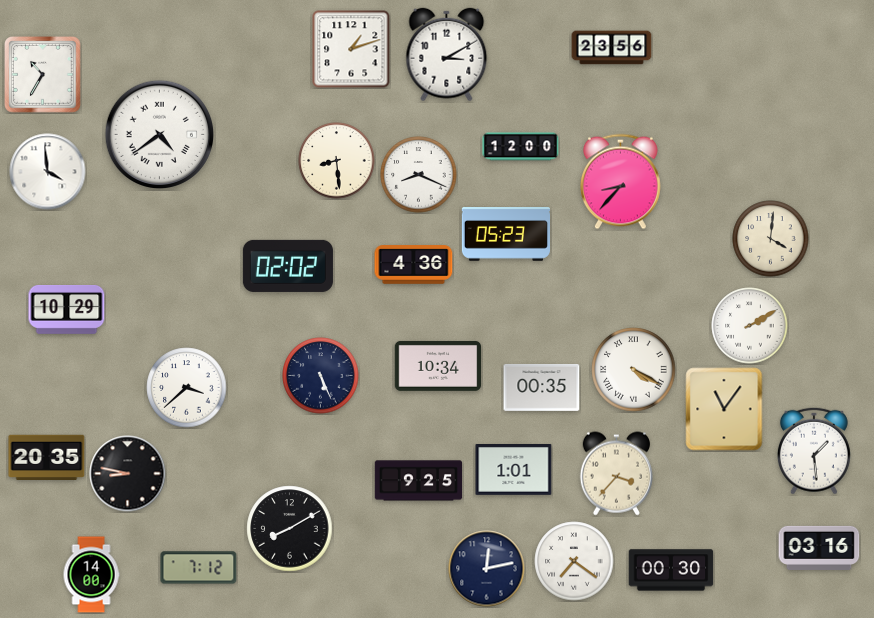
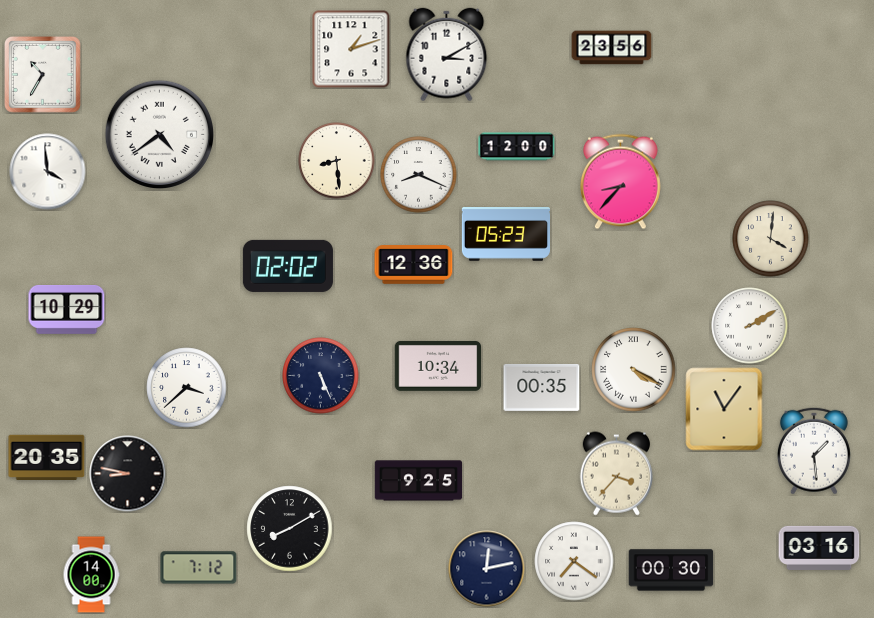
clock at (521, 147) position: (521, 147) -> (517, 147)
clock at (414, 265): 4:36 -> 12:36
clock at (514, 470): 1:01 -> none
